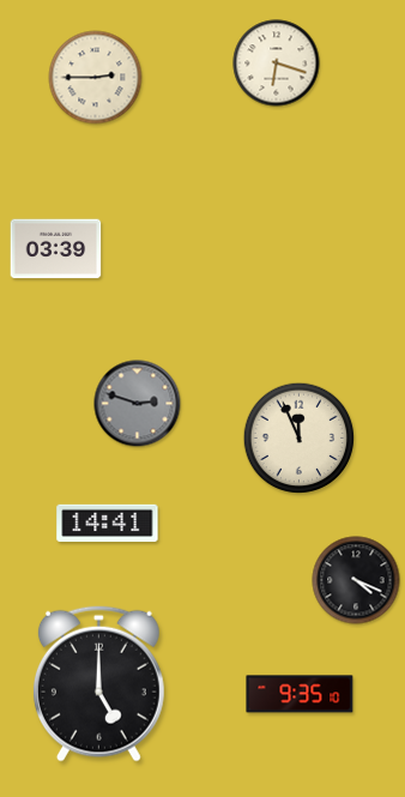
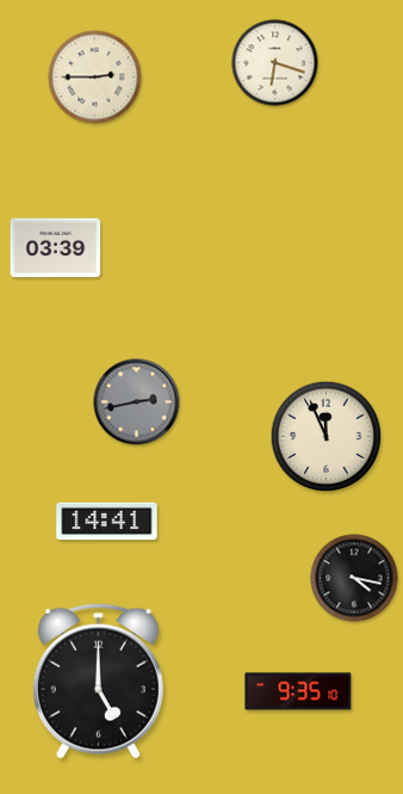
clock at (138, 404): 2:48 -> 2:43
clock at (300, 439) position: (300, 439) -> (327, 437)
clock at (356, 580): 4:19 -> 4:17
